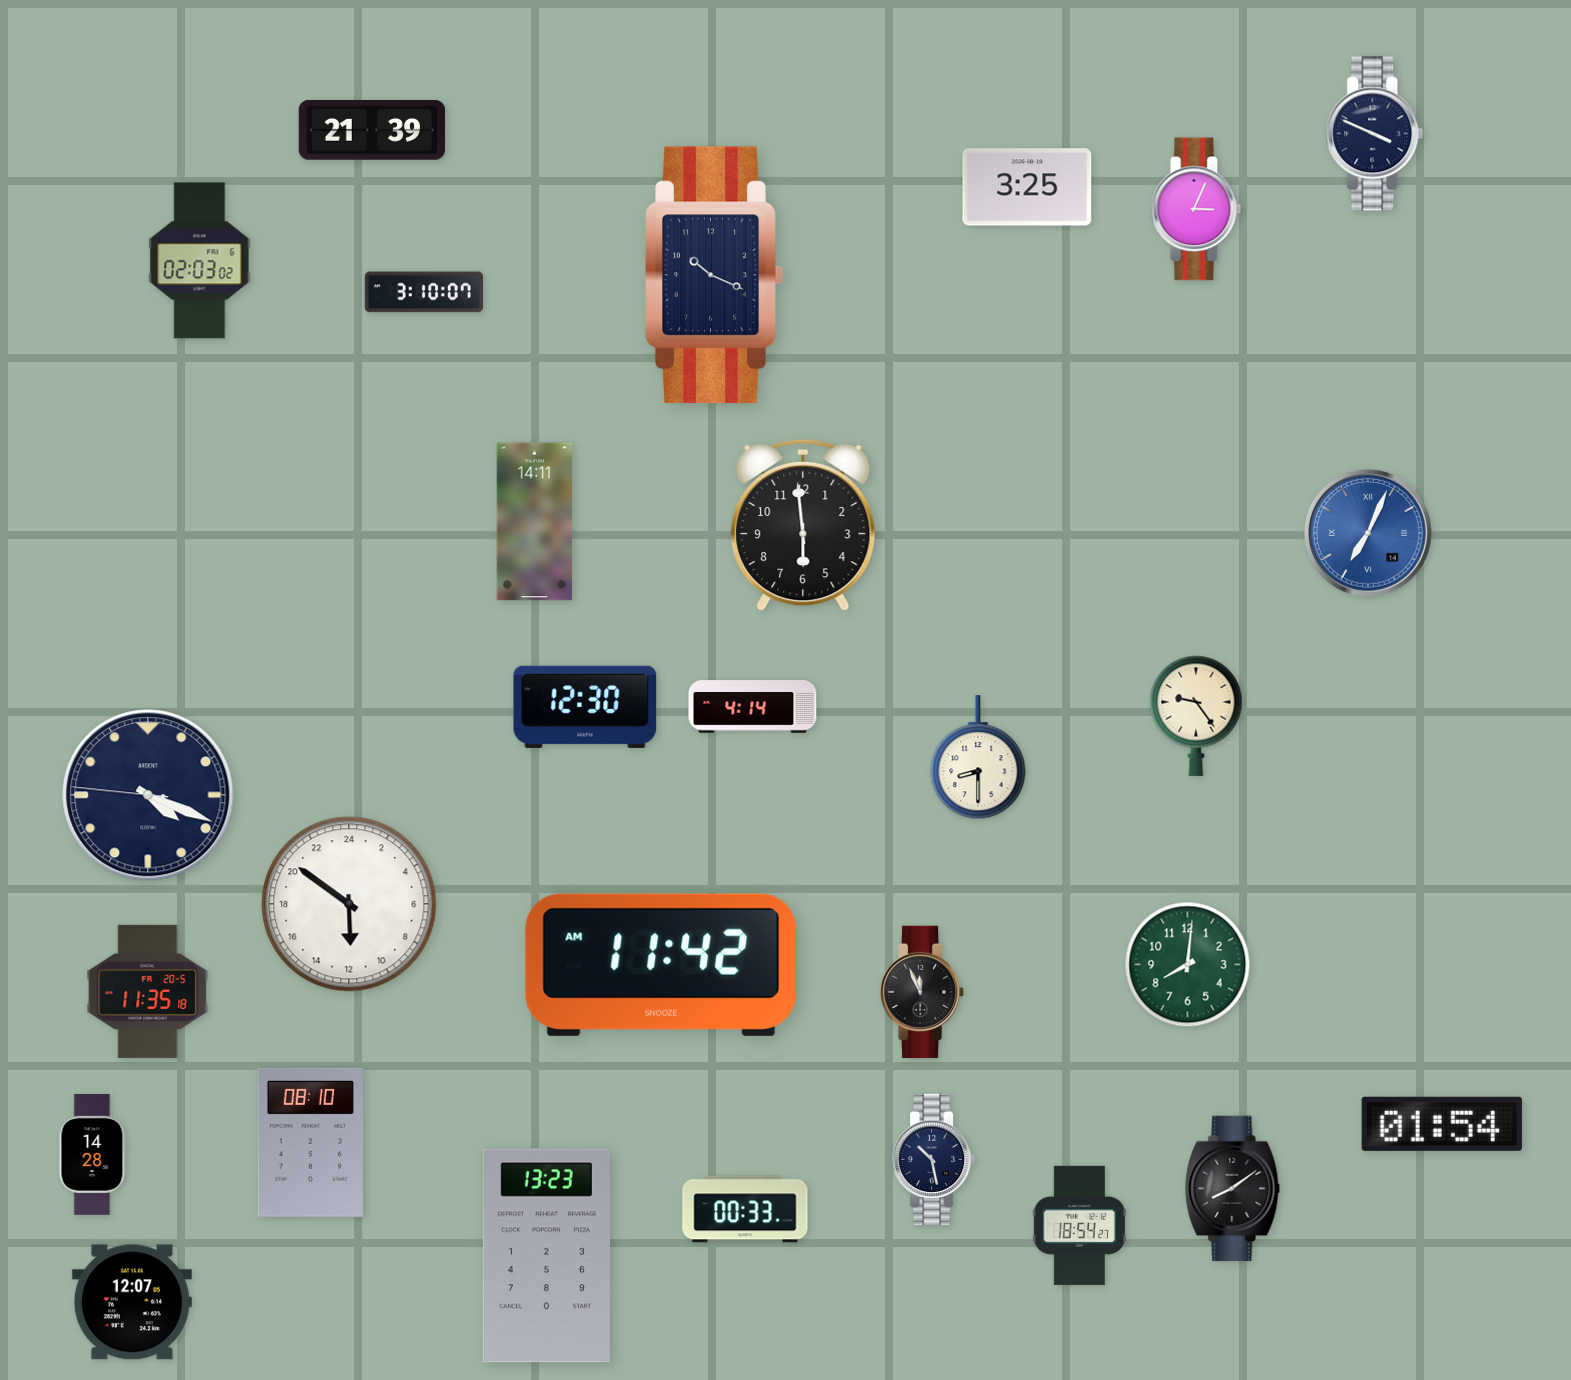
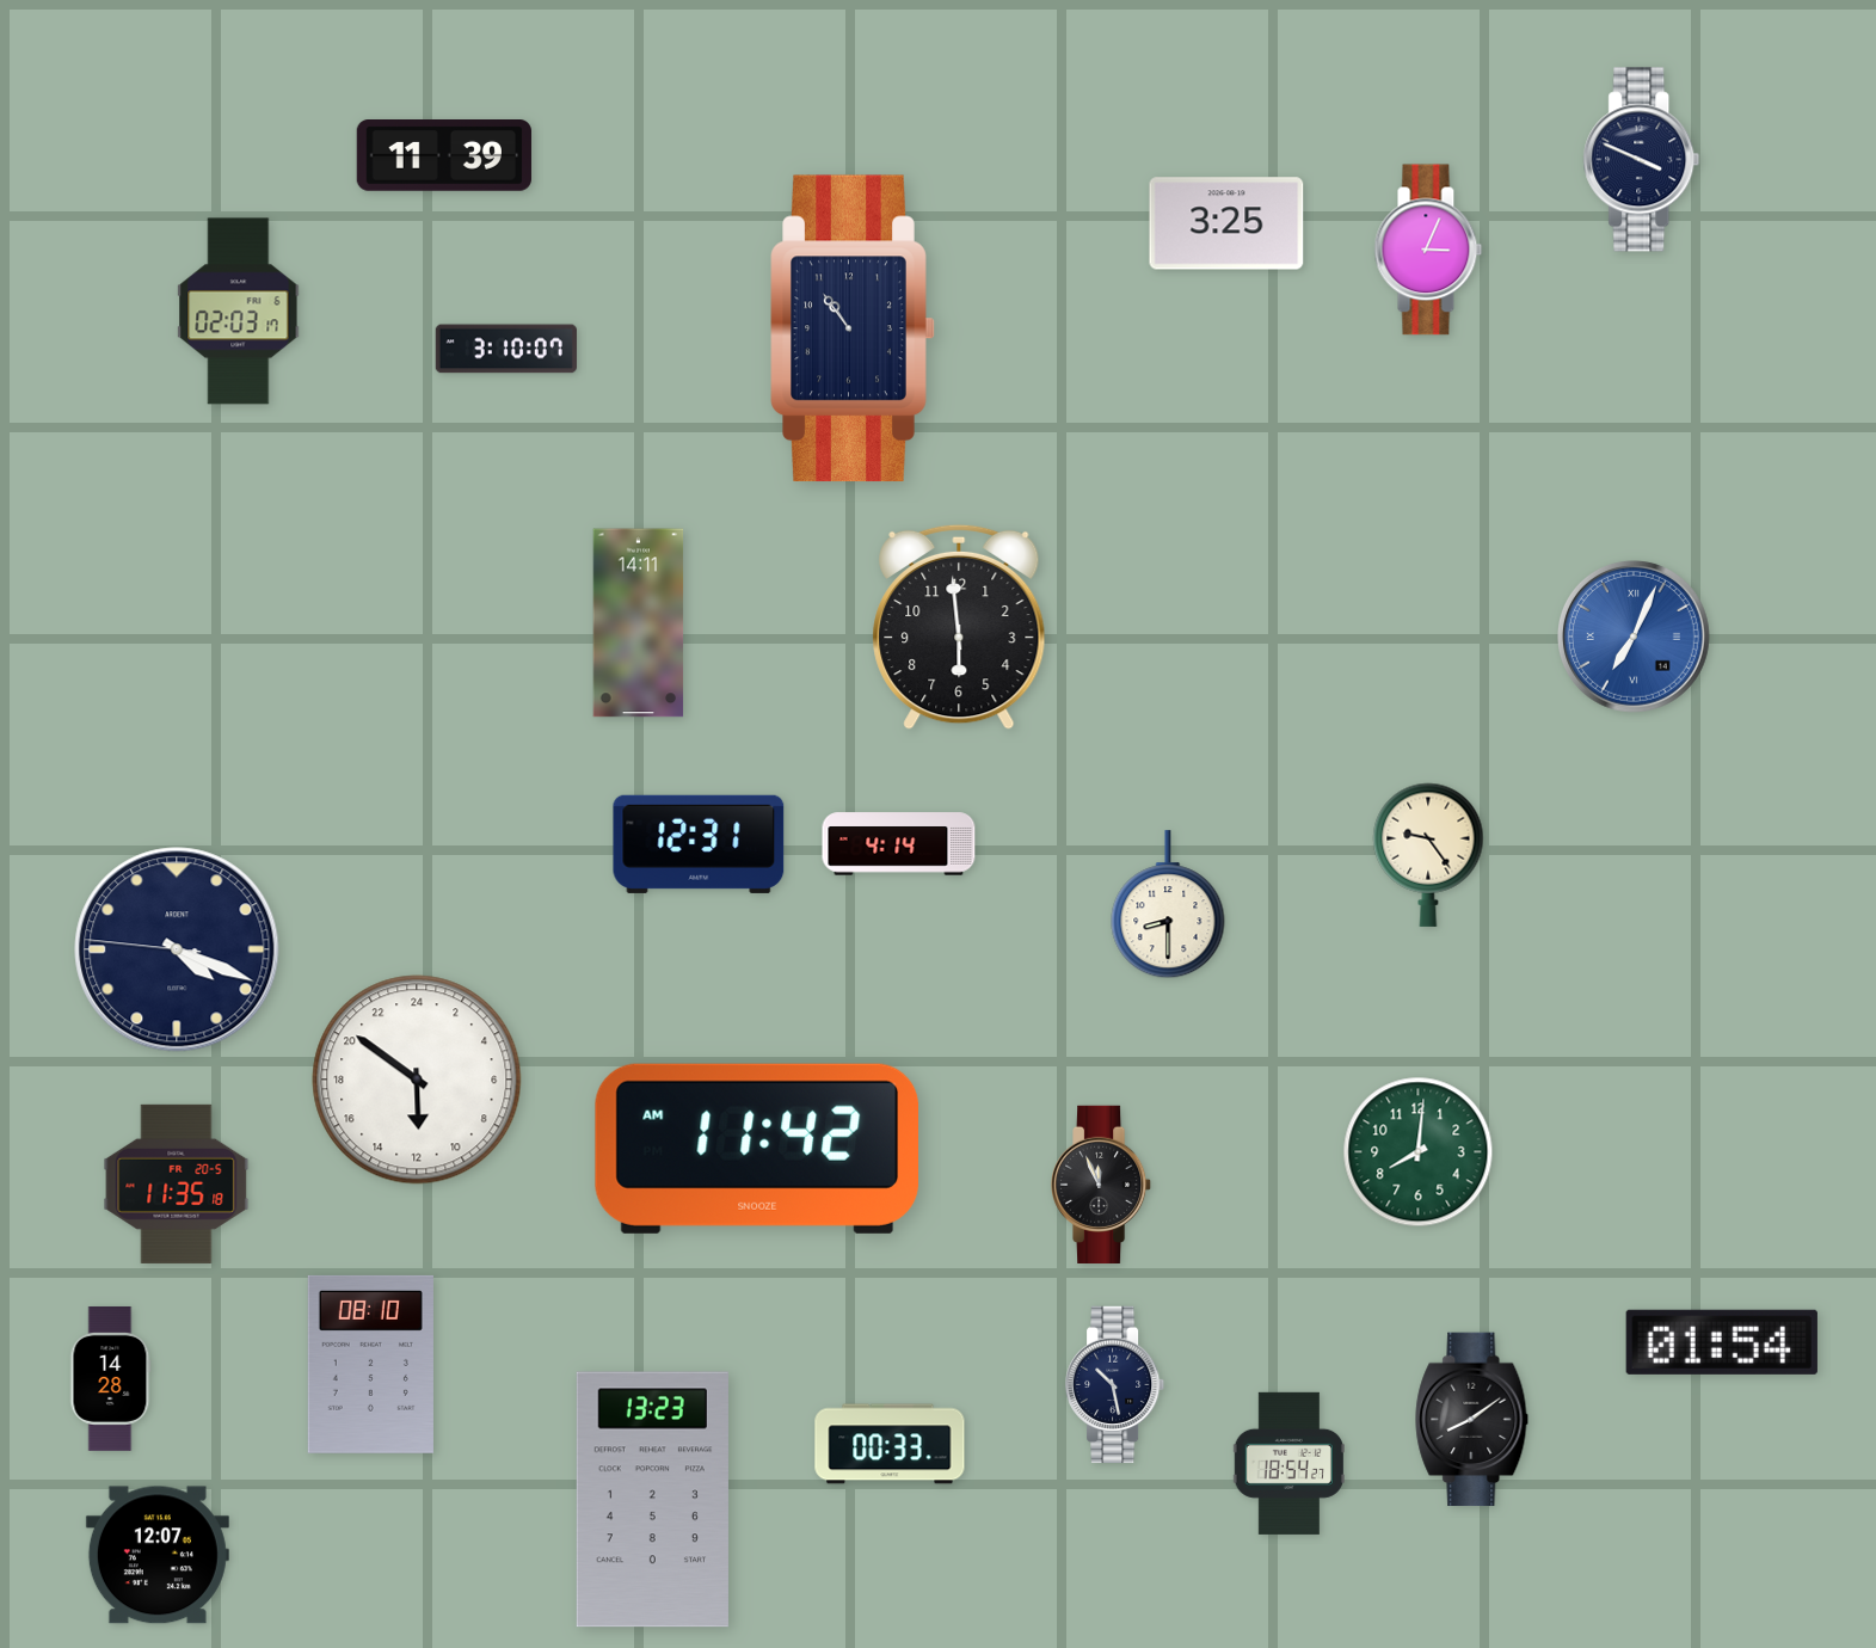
clock at (372, 131): 21:39 -> 11:39
clock at (200, 261): 02:03:02 -> 02:03:17
clock at (714, 275): 10:19 -> 10:54
clock at (585, 707): 12:30 -> 12:31
clock at (660, 965) position: (660, 965) -> (756, 1149)
